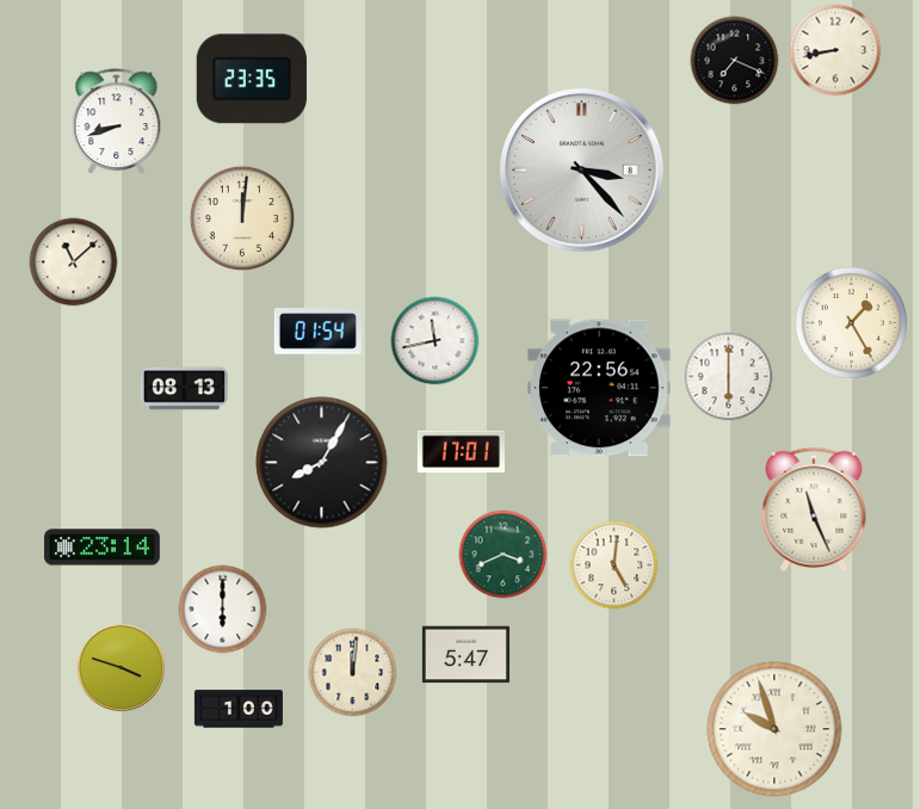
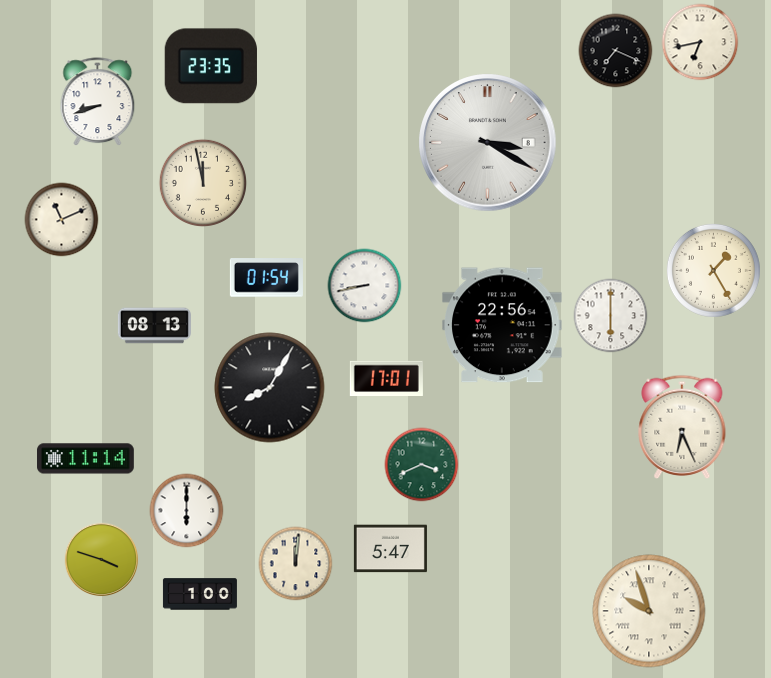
clock at (835, 50): 8:43 -> 6:43
clock at (582, 171): 3:23 -> 3:20
clock at (241, 217): 12:01 -> 11:58
clock at (74, 263): 11:08 -> 11:11
clock at (436, 341): 11:43 -> 8:43
clock at (814, 508): 11:26 -> 6:26
clock at (103, 548): 23:14 -> 11:14
clock at (615, 566): 5:01 -> none
